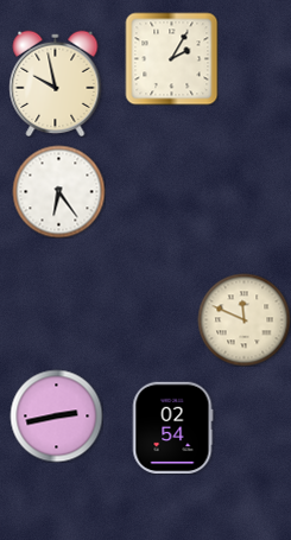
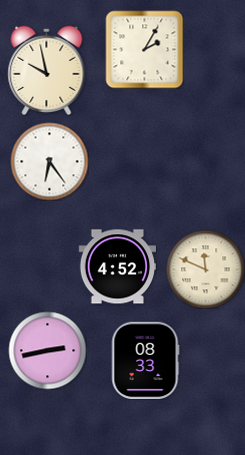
clock at (117, 267): none -> 4:52
clock at (172, 427): 02:54 -> 08:33
